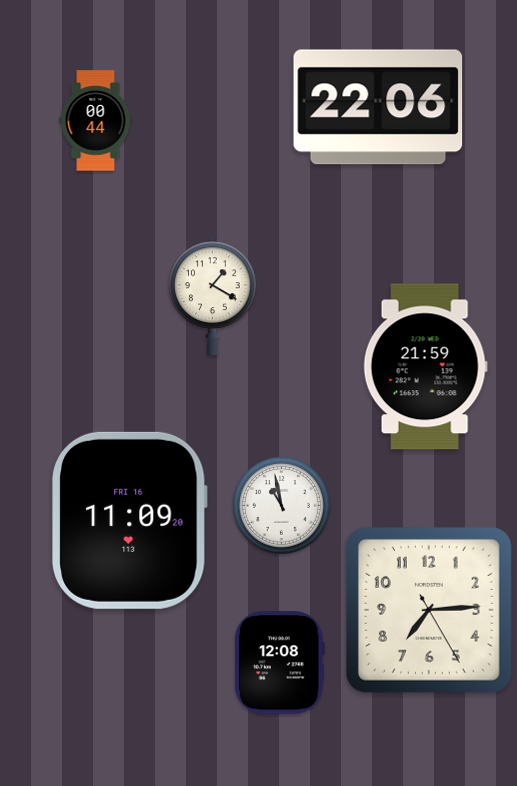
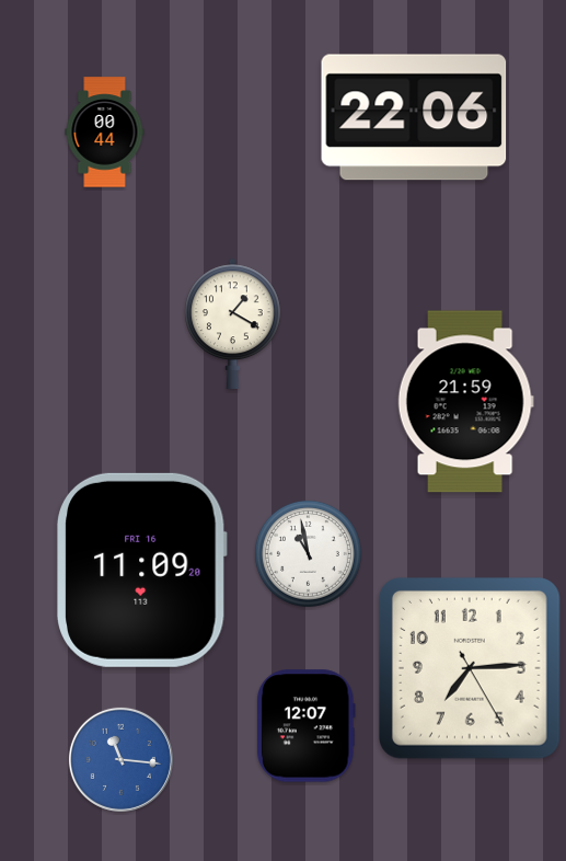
clock at (279, 663): 12:08 -> 12:07
clock at (120, 759): none -> 11:16
